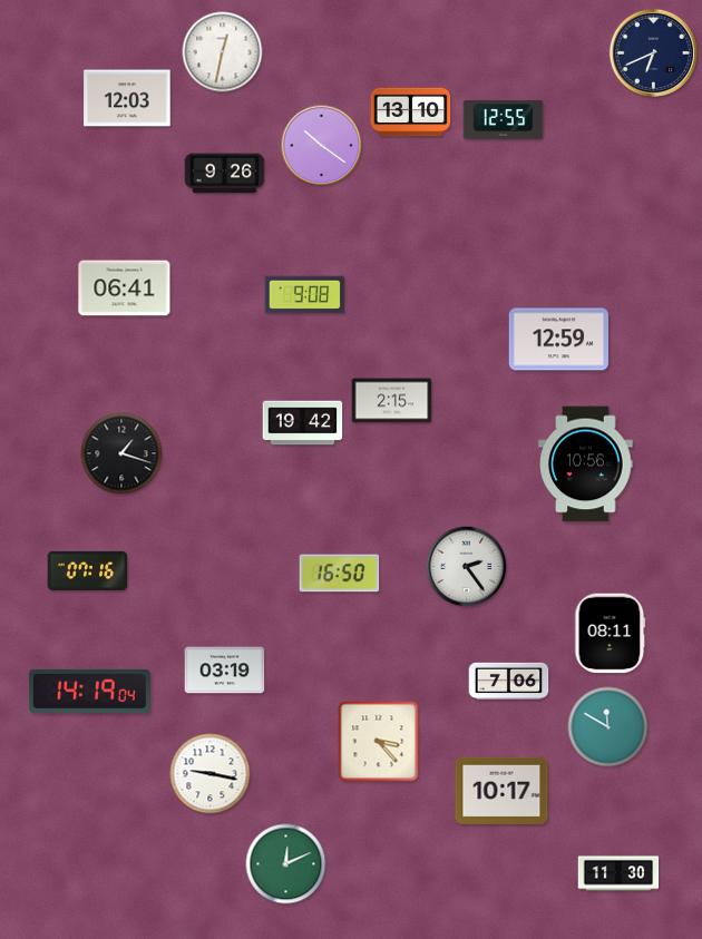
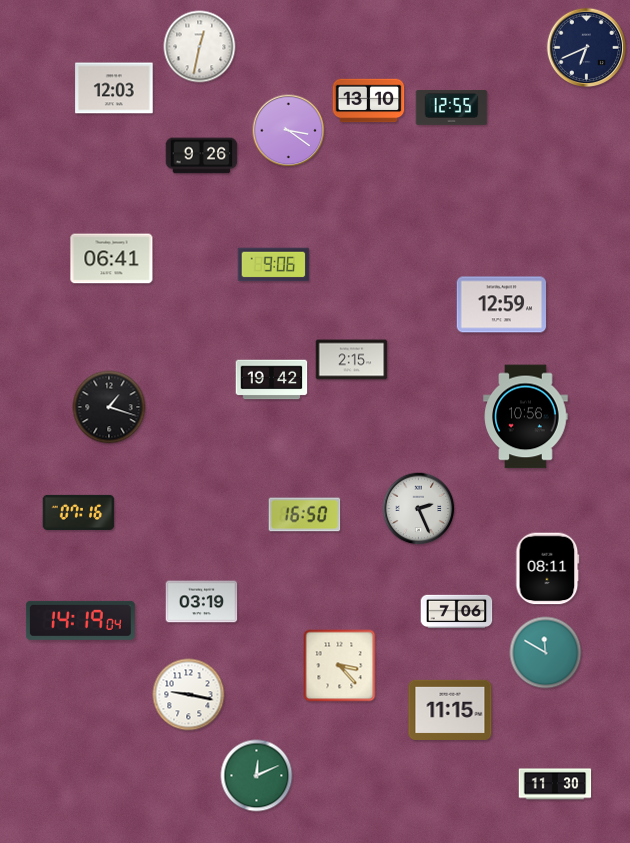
clock at (322, 146): 10:21 -> 3:21
clock at (305, 295): 9:08 -> 9:06
clock at (467, 567): 2:24 -> 2:26
clock at (501, 791): 10:17 -> 11:15
